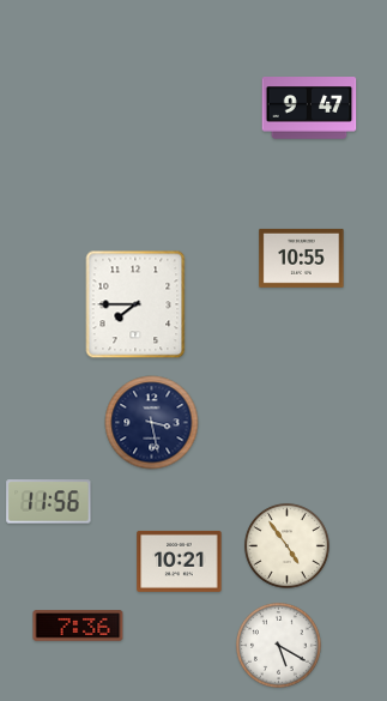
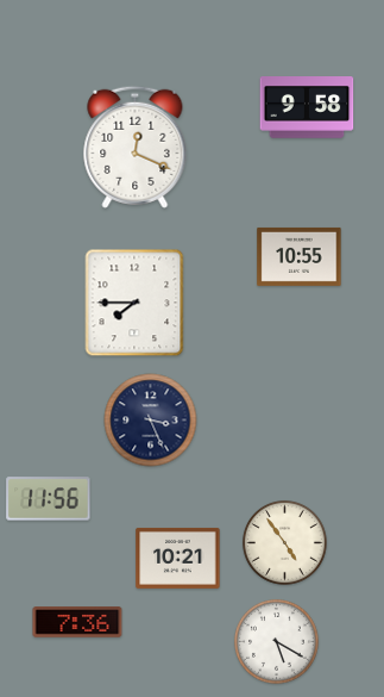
clock at (309, 109): 9:47 -> 9:58
clock at (136, 147): none -> 12:19
clock at (152, 423): 3:28 -> 3:26
